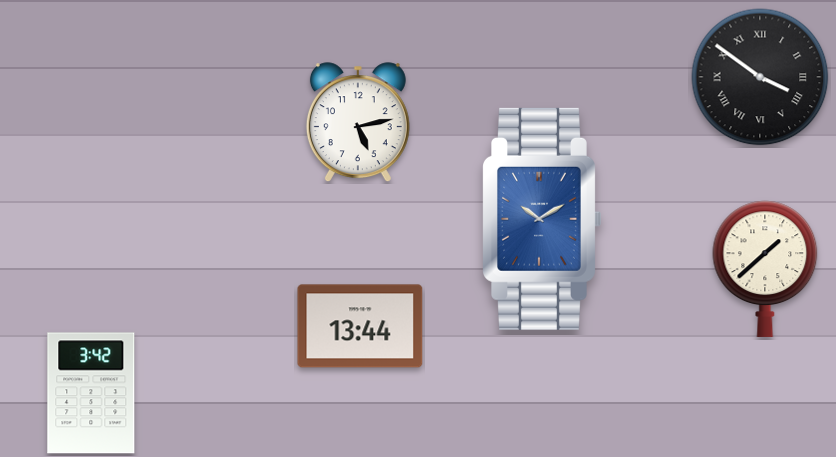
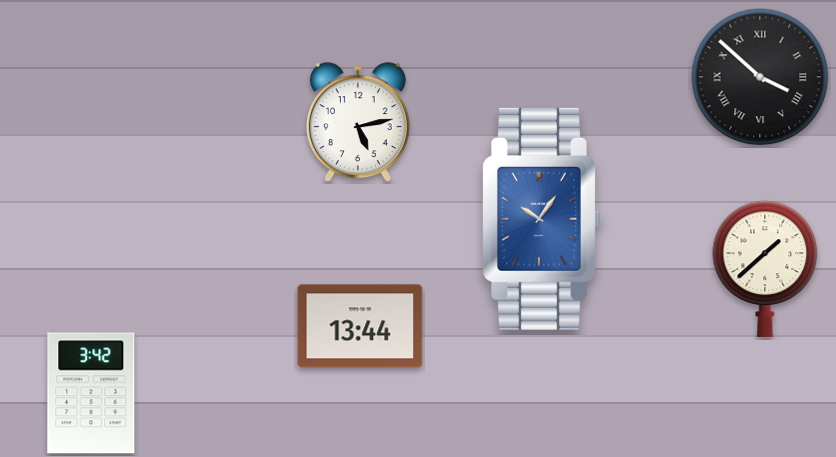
clock at (760, 77): 3:51 -> 3:52
clock at (543, 219): 10:10 -> 10:06
